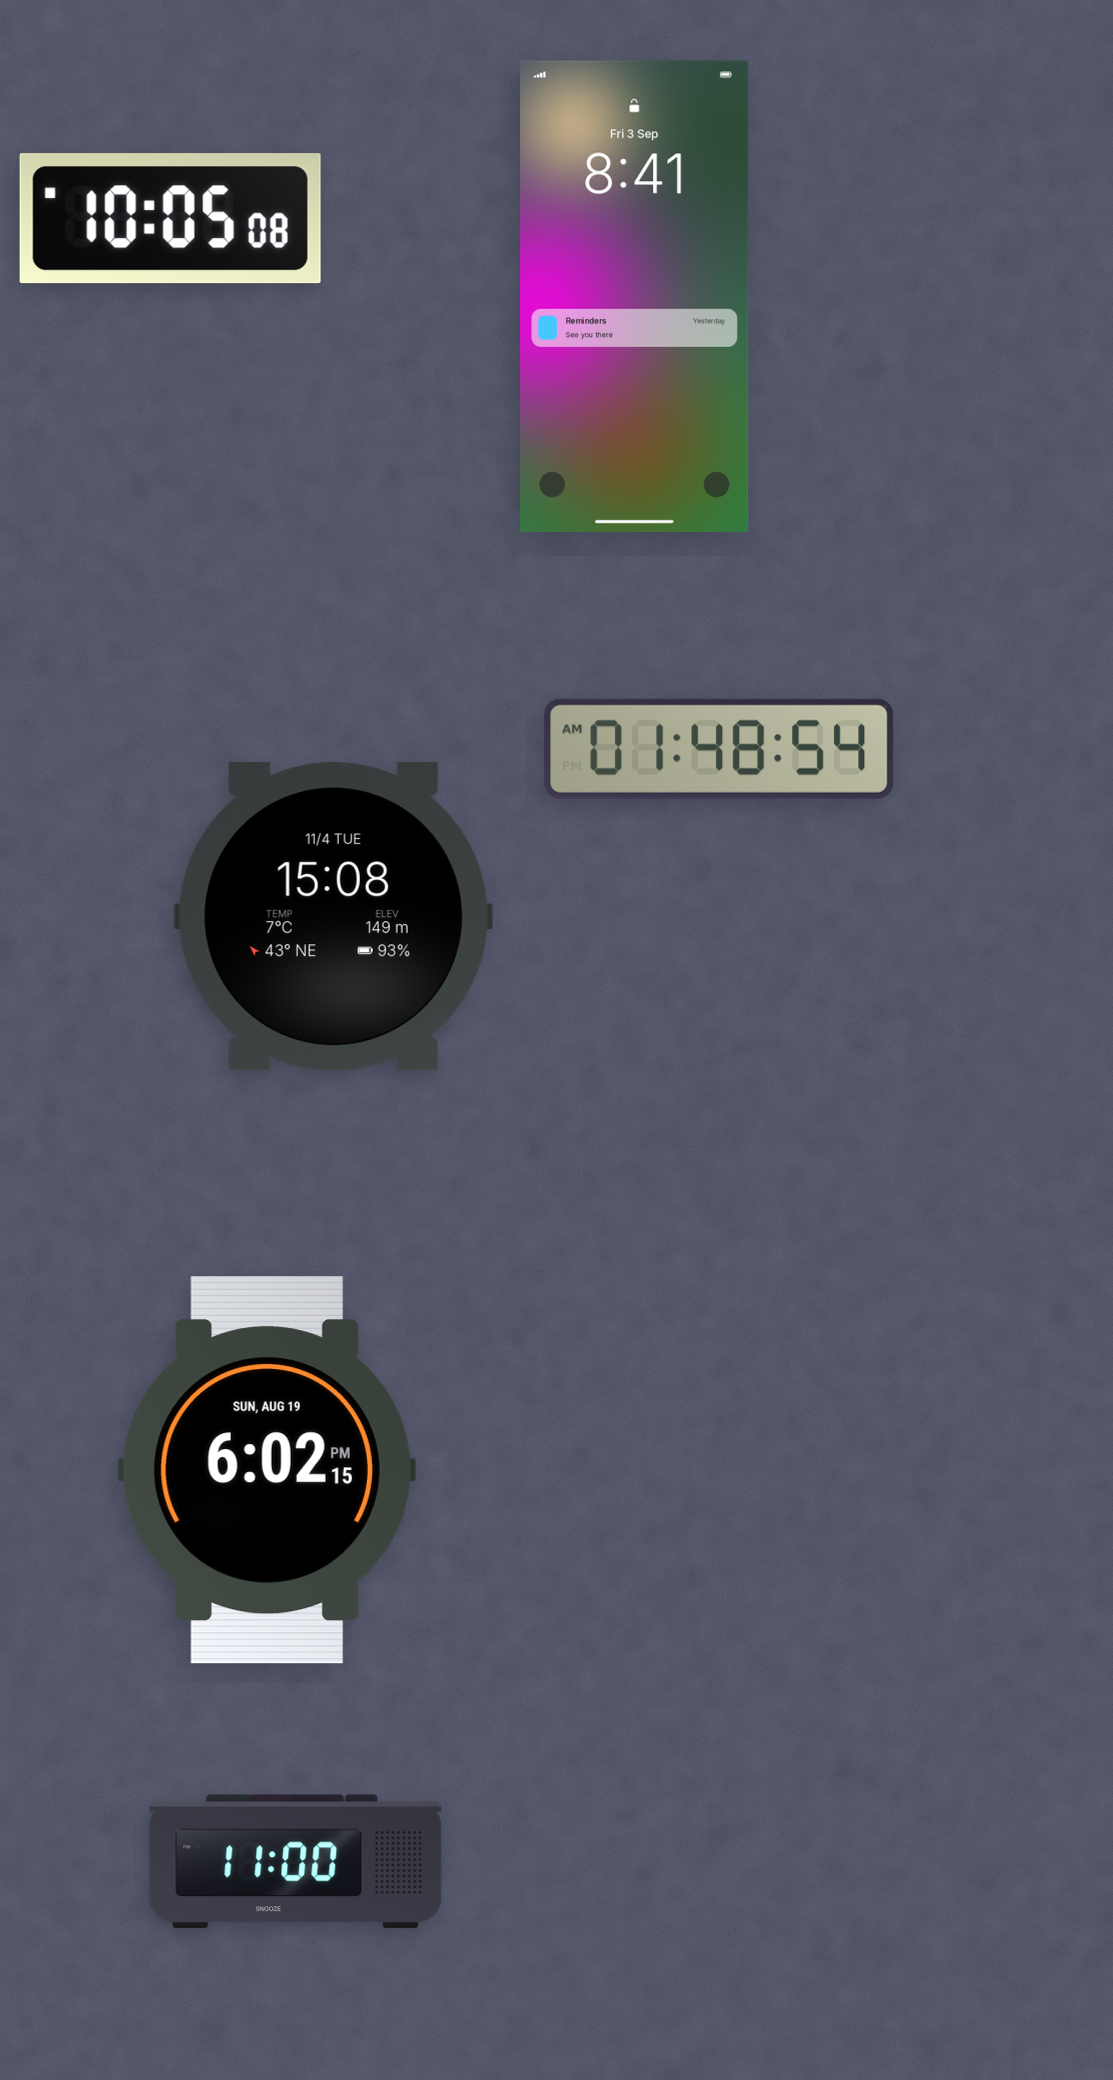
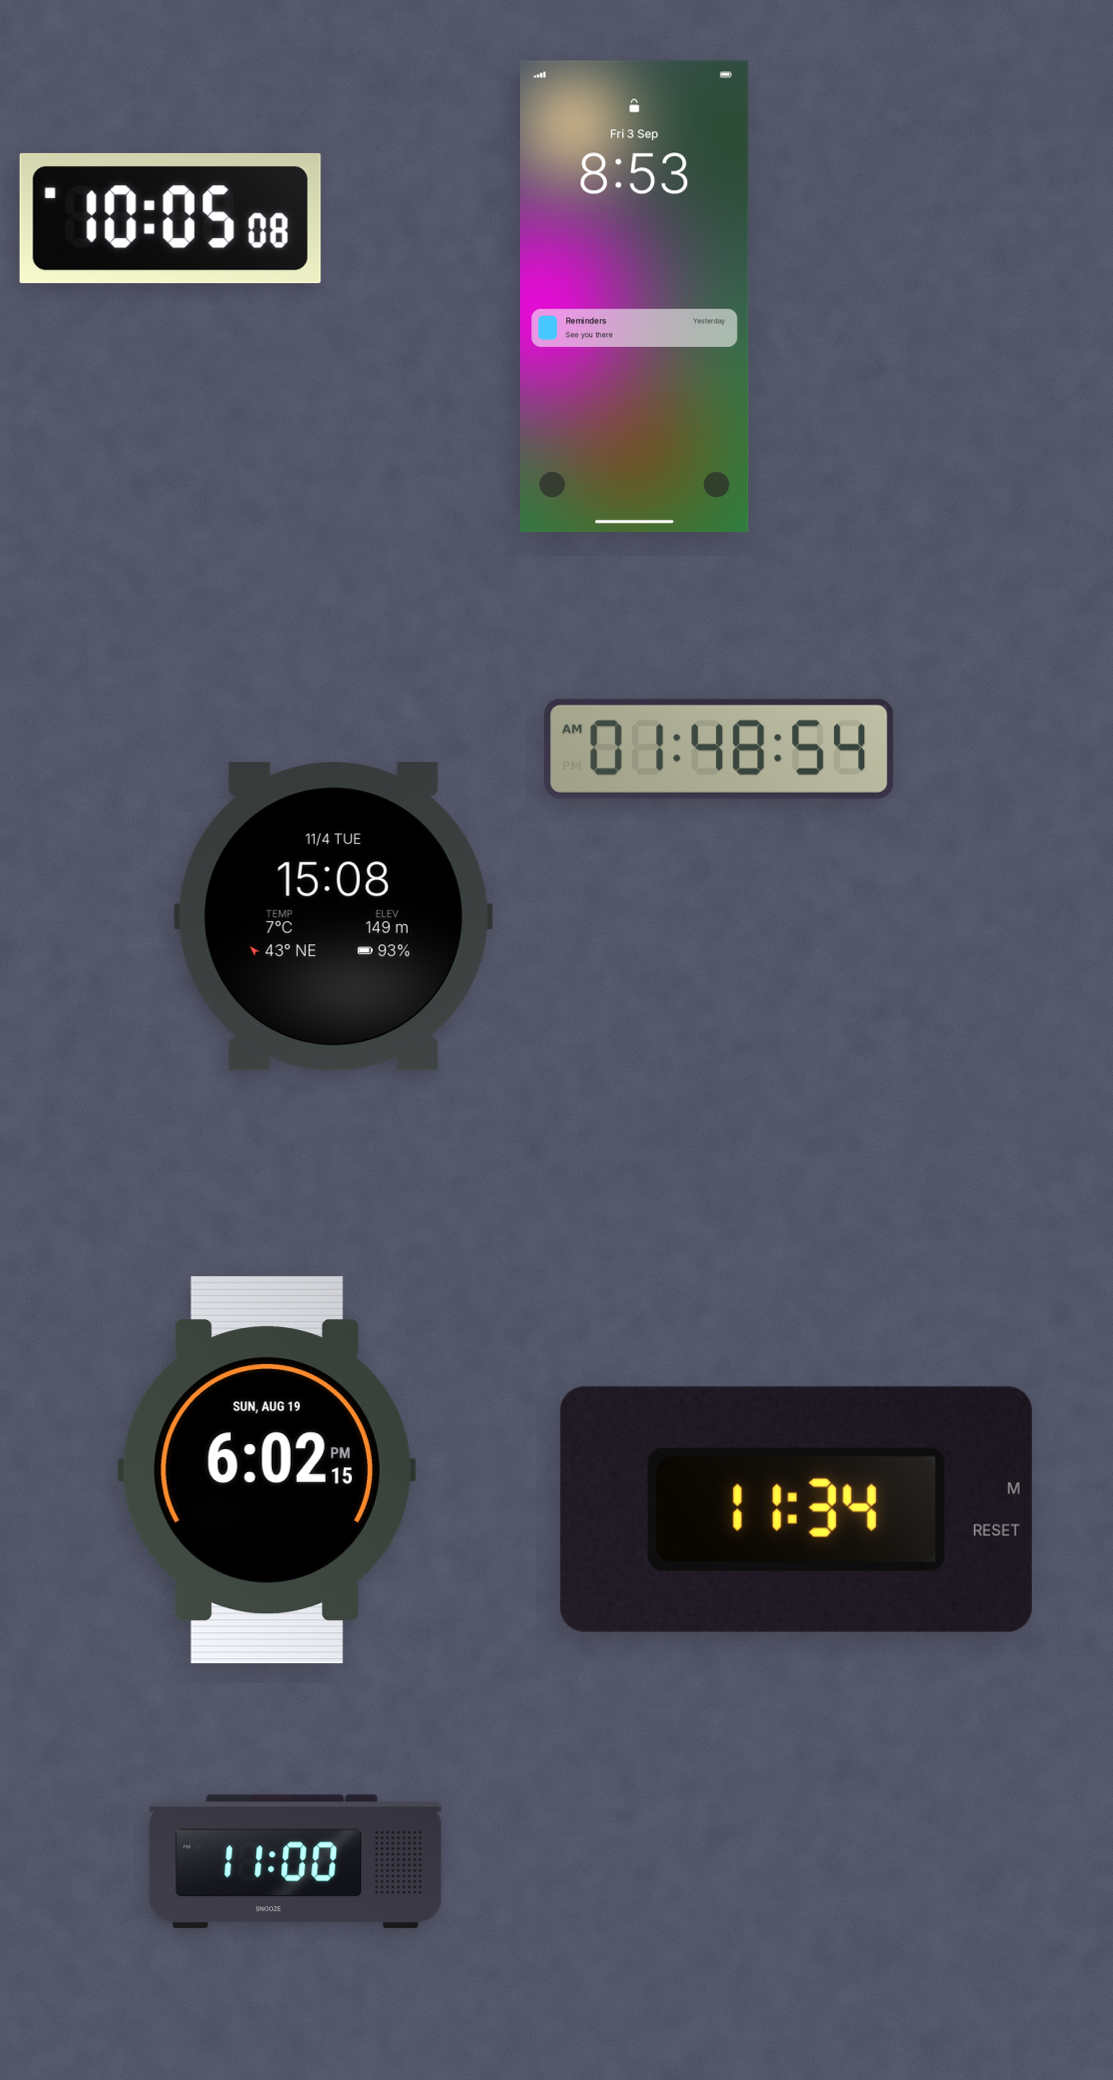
clock at (635, 296): 8:41 -> 8:53
clock at (796, 1509): none -> 11:34
